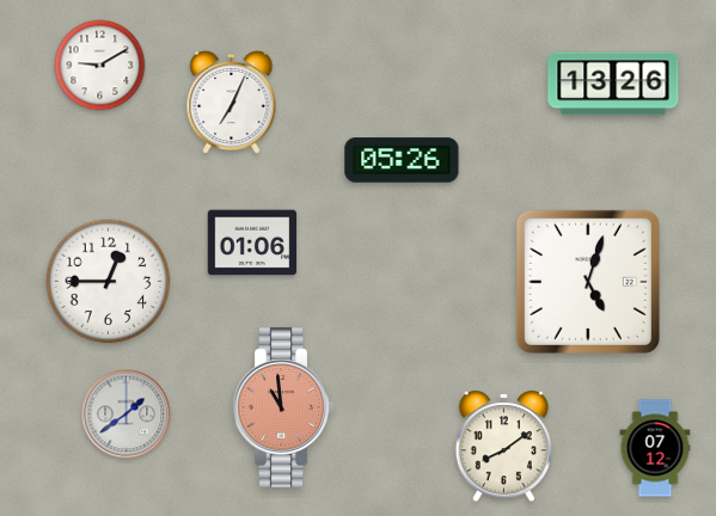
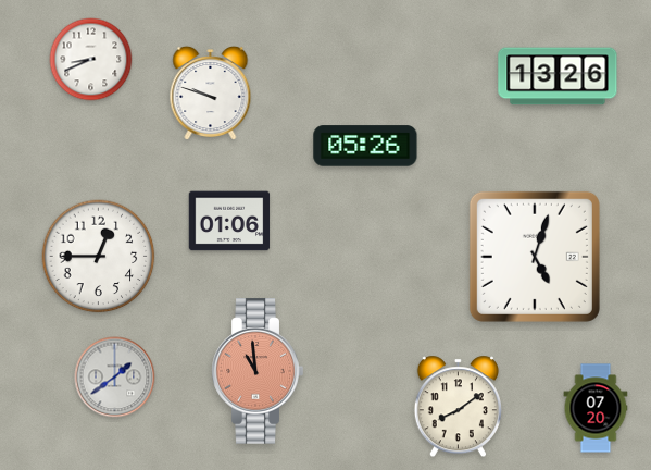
clock at (100, 66): 9:10 -> 8:41
clock at (232, 103): 7:04 -> 9:48
clock at (655, 448): 07:12 -> 07:20
